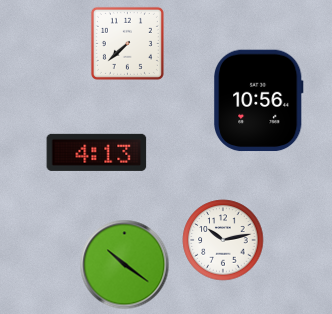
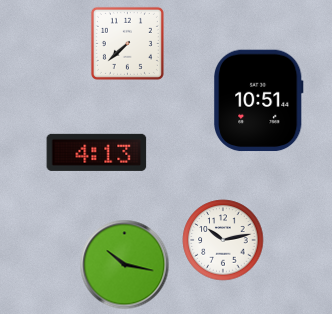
clock at (259, 101): 10:56 -> 10:51
clock at (125, 265): 10:21 -> 10:17
